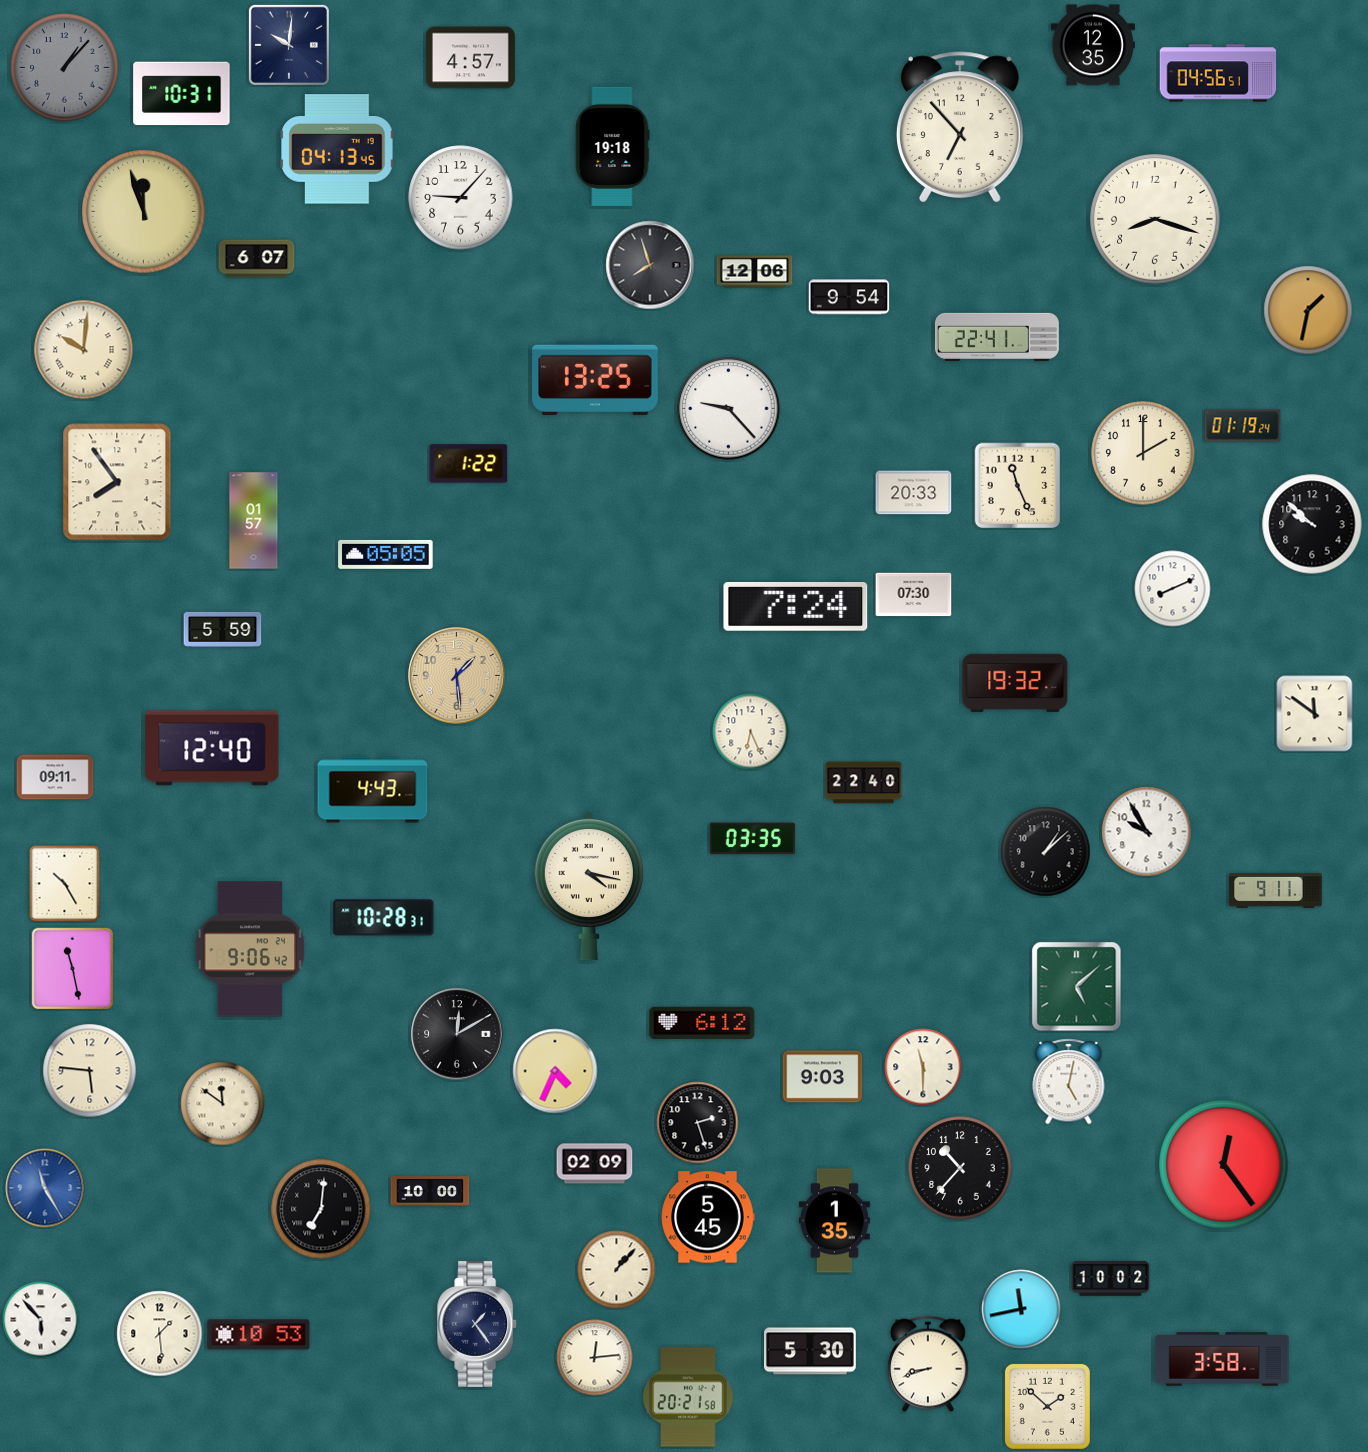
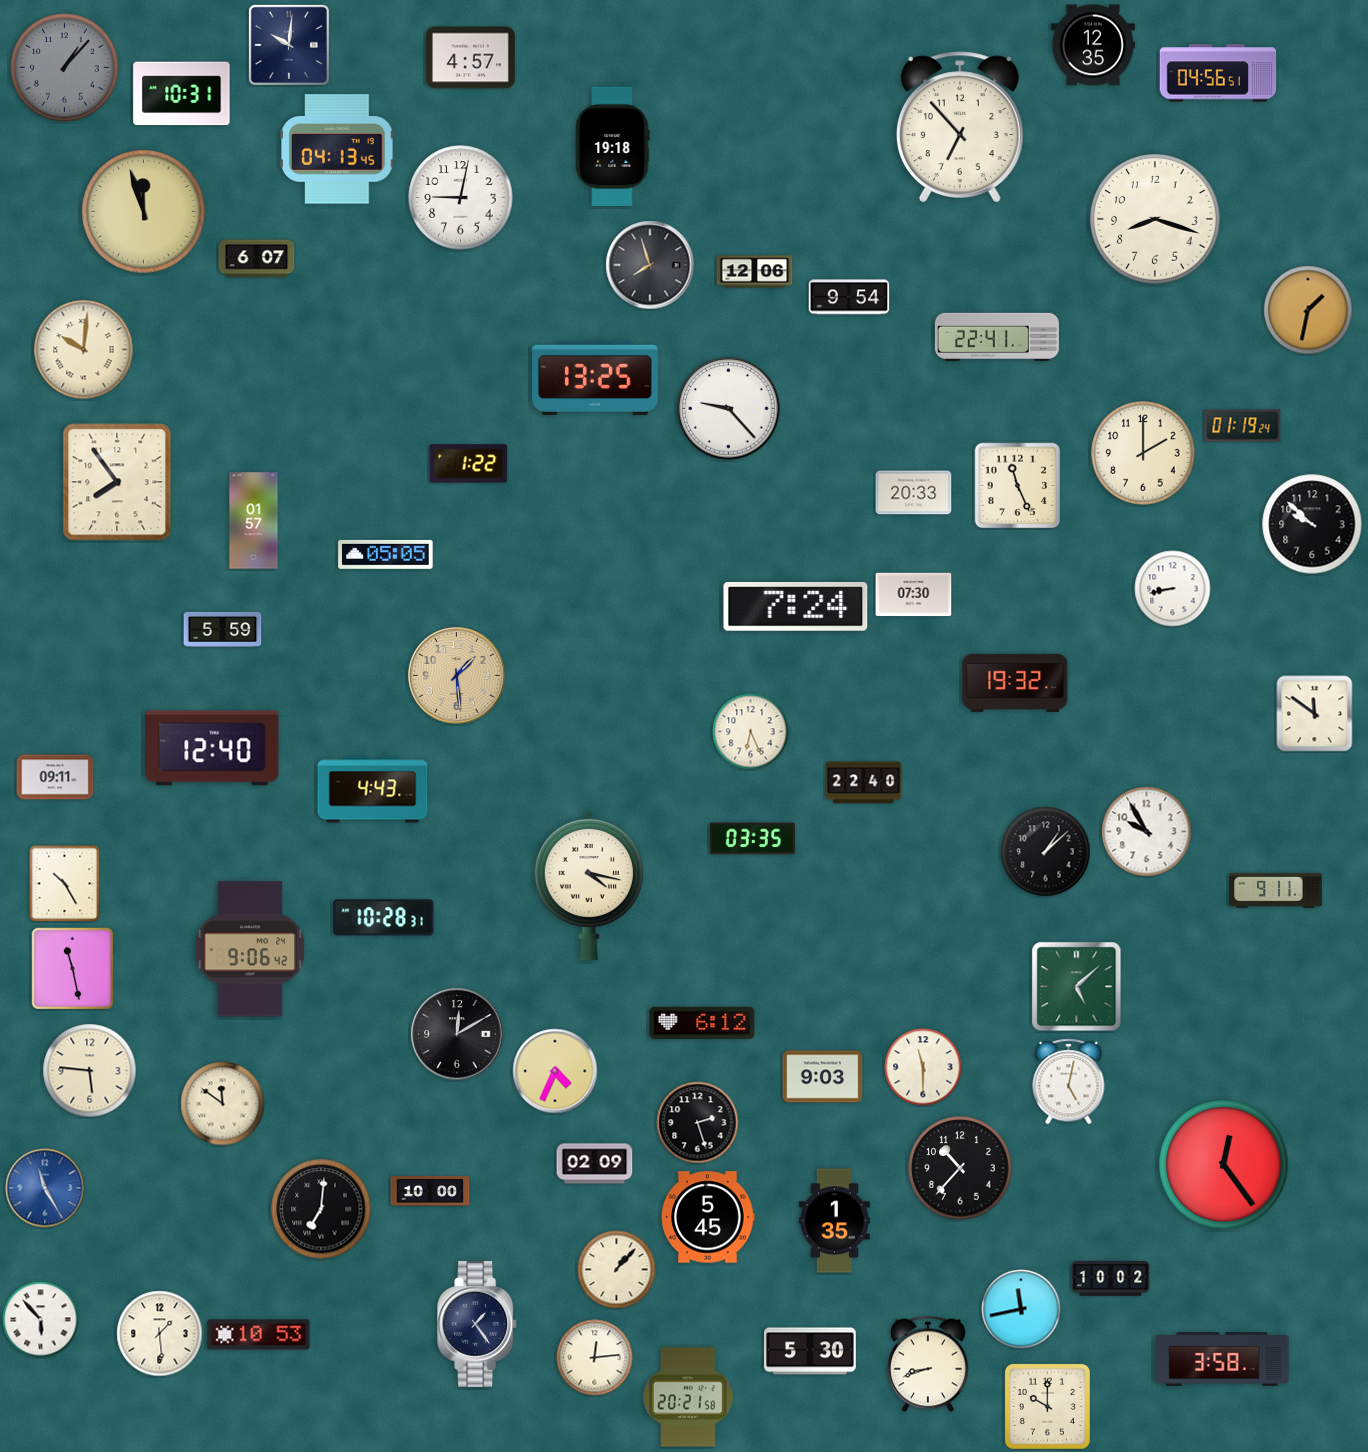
clock at (461, 198): 9:07 -> 9:02
clock at (1173, 589): 8:11 -> 8:43
clock at (1047, 1406): 1:52 -> 10:00
